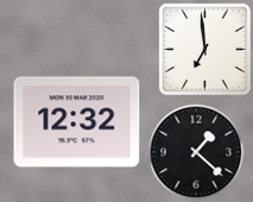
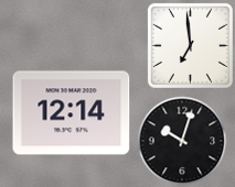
clock at (77, 122): 12:32 -> 12:14
clock at (196, 152): 1:22 -> 10:03
